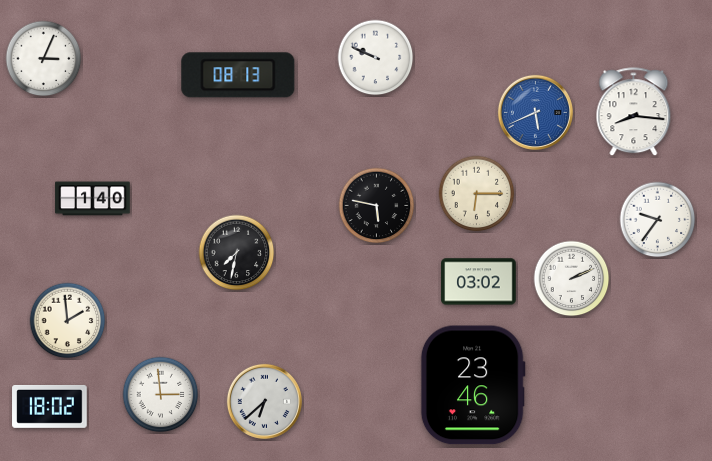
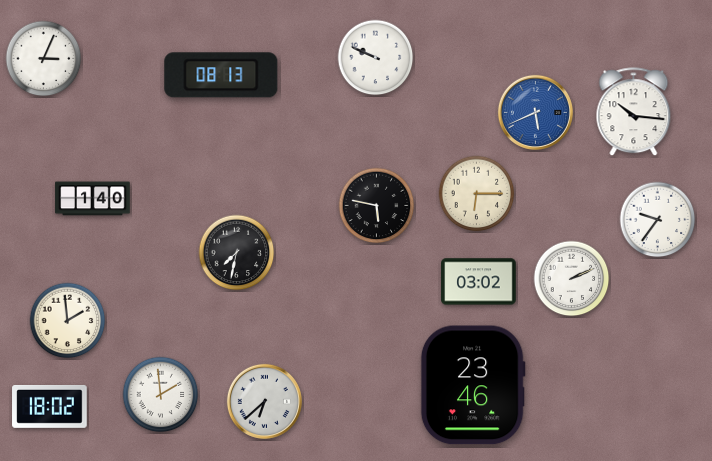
clock at (238, 75) position: (238, 75) -> (221, 75)
clock at (634, 112): 8:16 -> 10:16
clock at (161, 395): 2:59 -> 1:59
